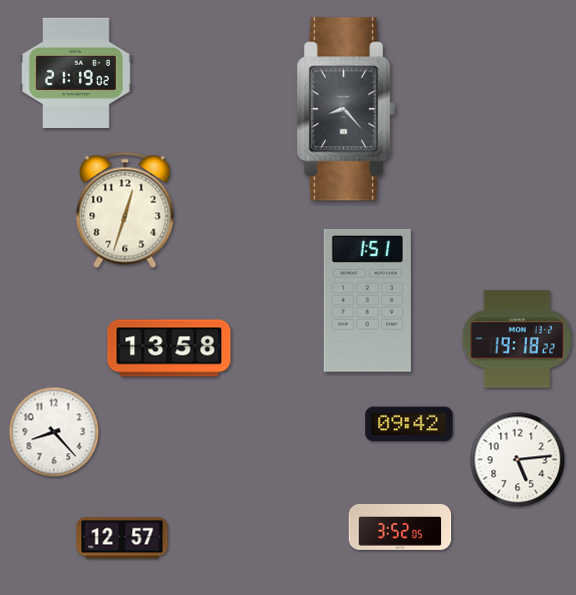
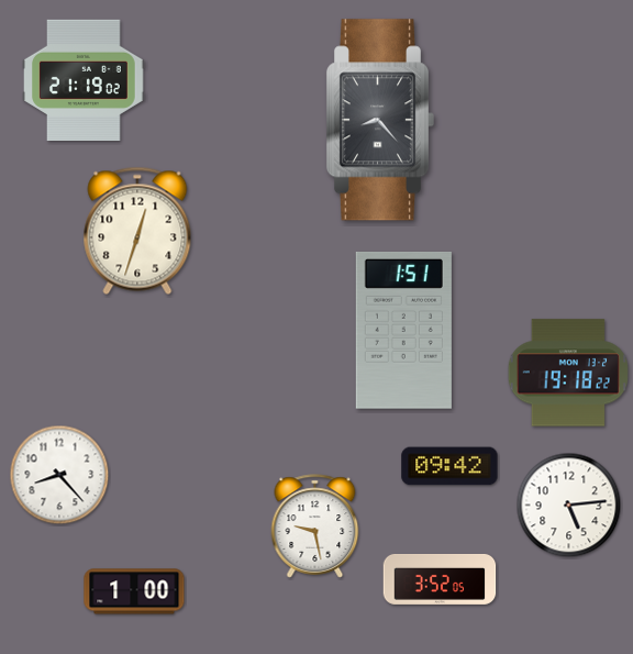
clock at (169, 348): 13:58 -> none
clock at (315, 526): none -> 9:28
clock at (122, 538): 12:57 -> 1:00
